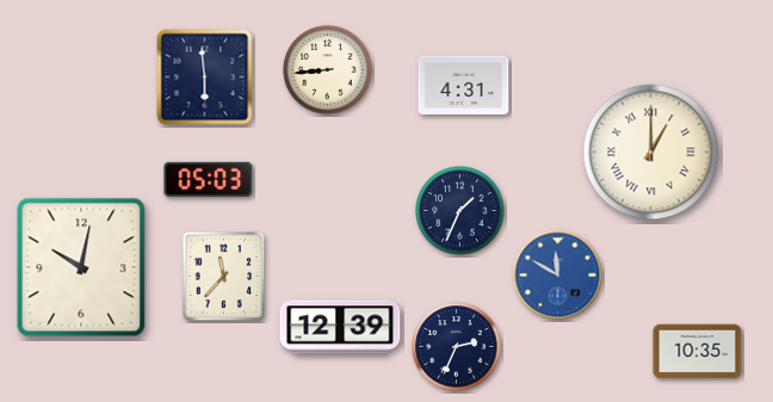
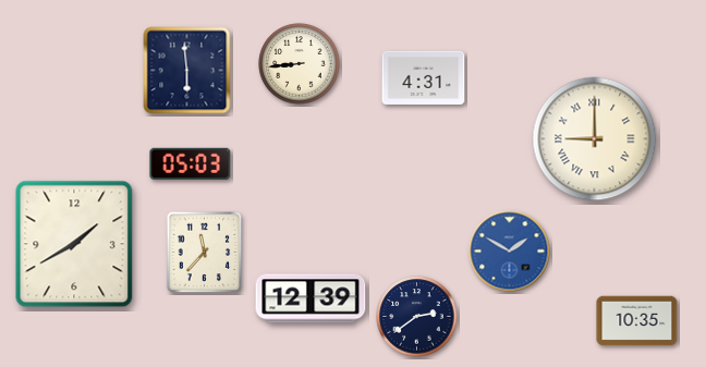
clock at (651, 153): 1:00 -> 9:00
clock at (460, 211): 1:34 -> none
clock at (81, 267): 10:02 -> 1:40
clock at (558, 276): 11:50 -> 1:50
clock at (457, 347): 2:34 -> 2:39
